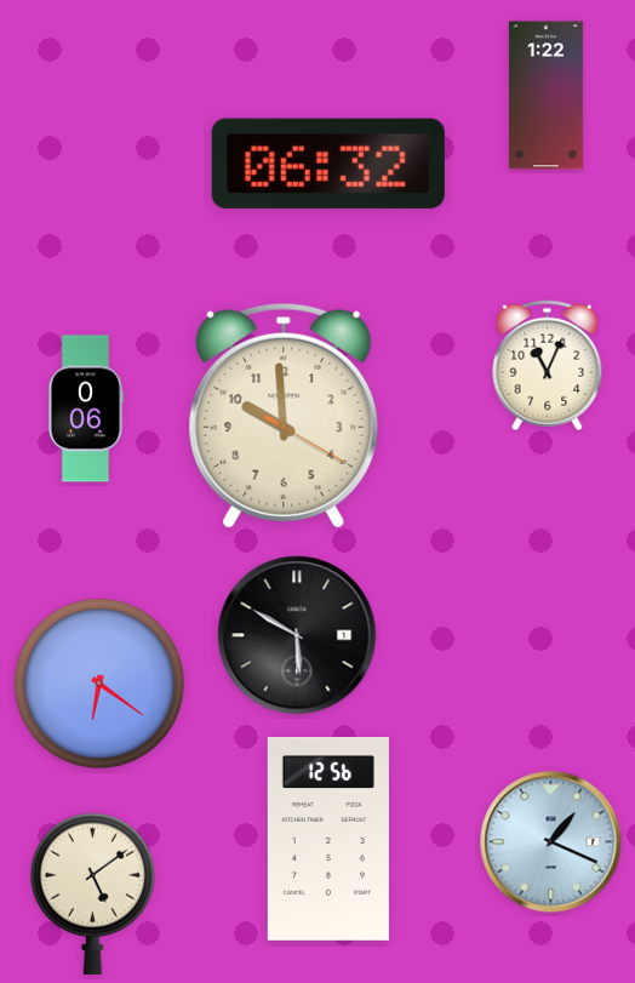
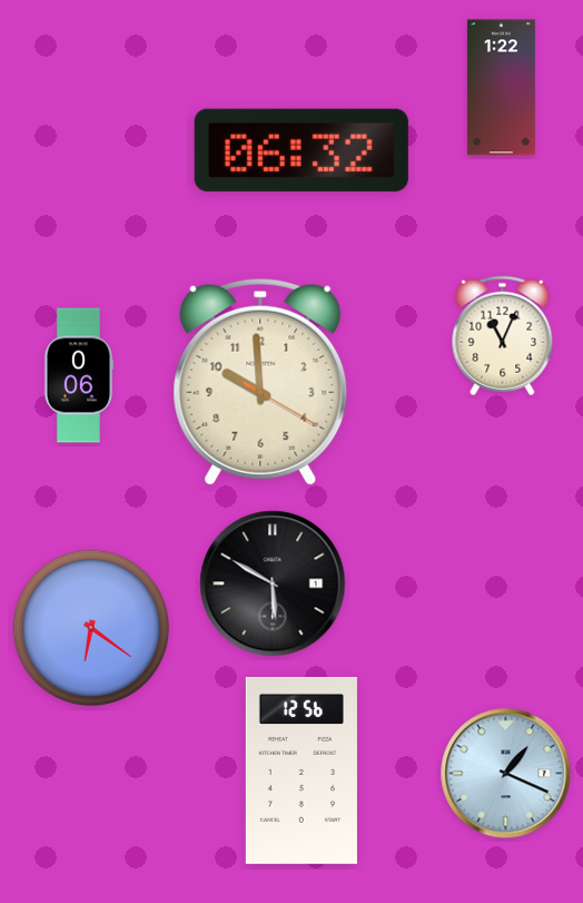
clock at (92, 893): 5:09 -> none
